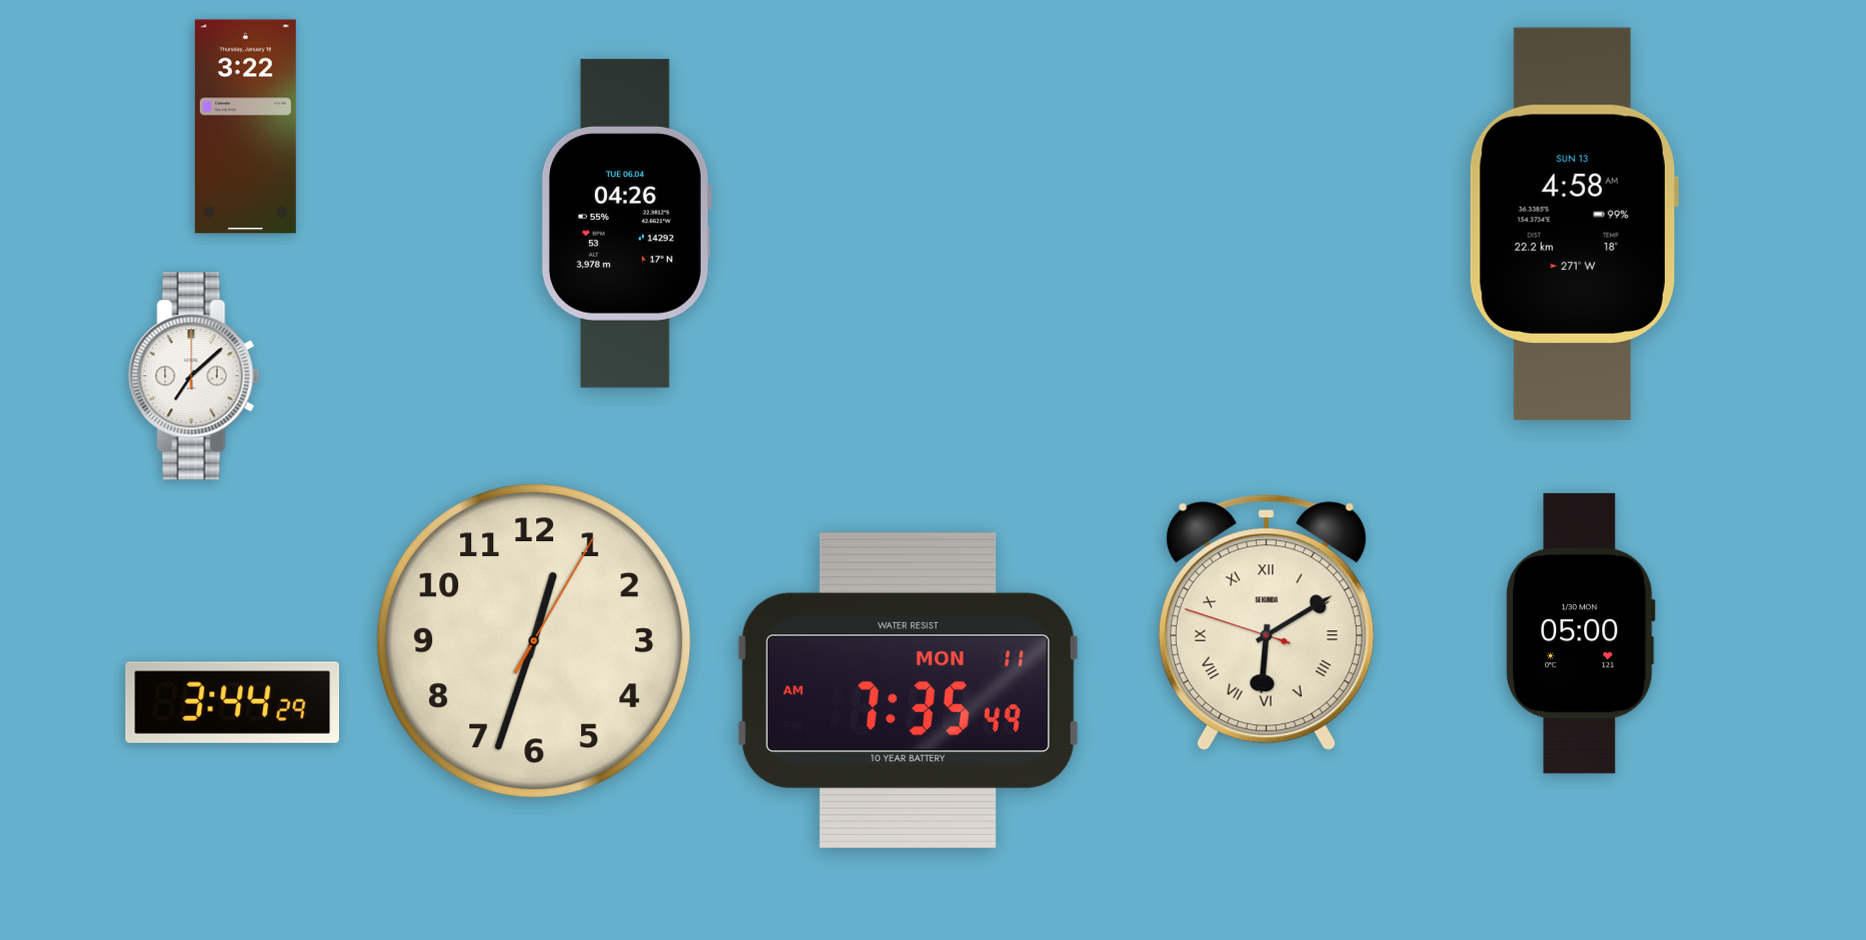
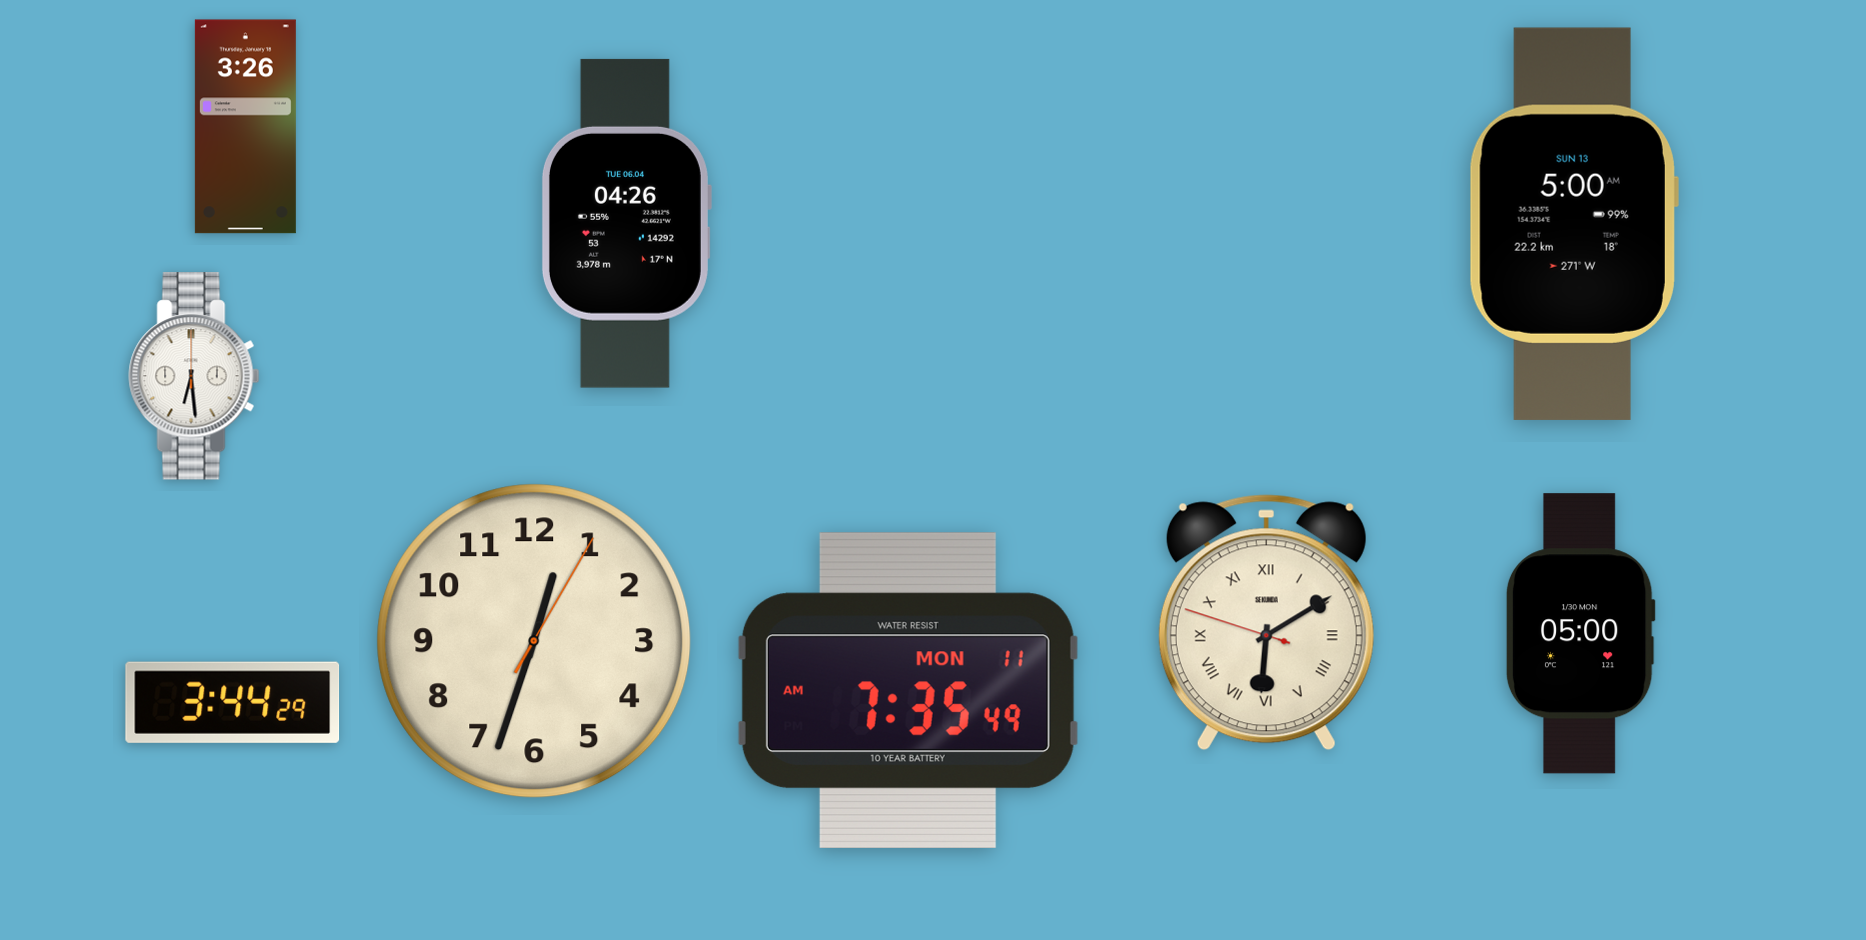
clock at (245, 127): 3:22 -> 3:26
clock at (1574, 224): 4:58 -> 5:00
clock at (194, 376): 7:08 -> 6:29
